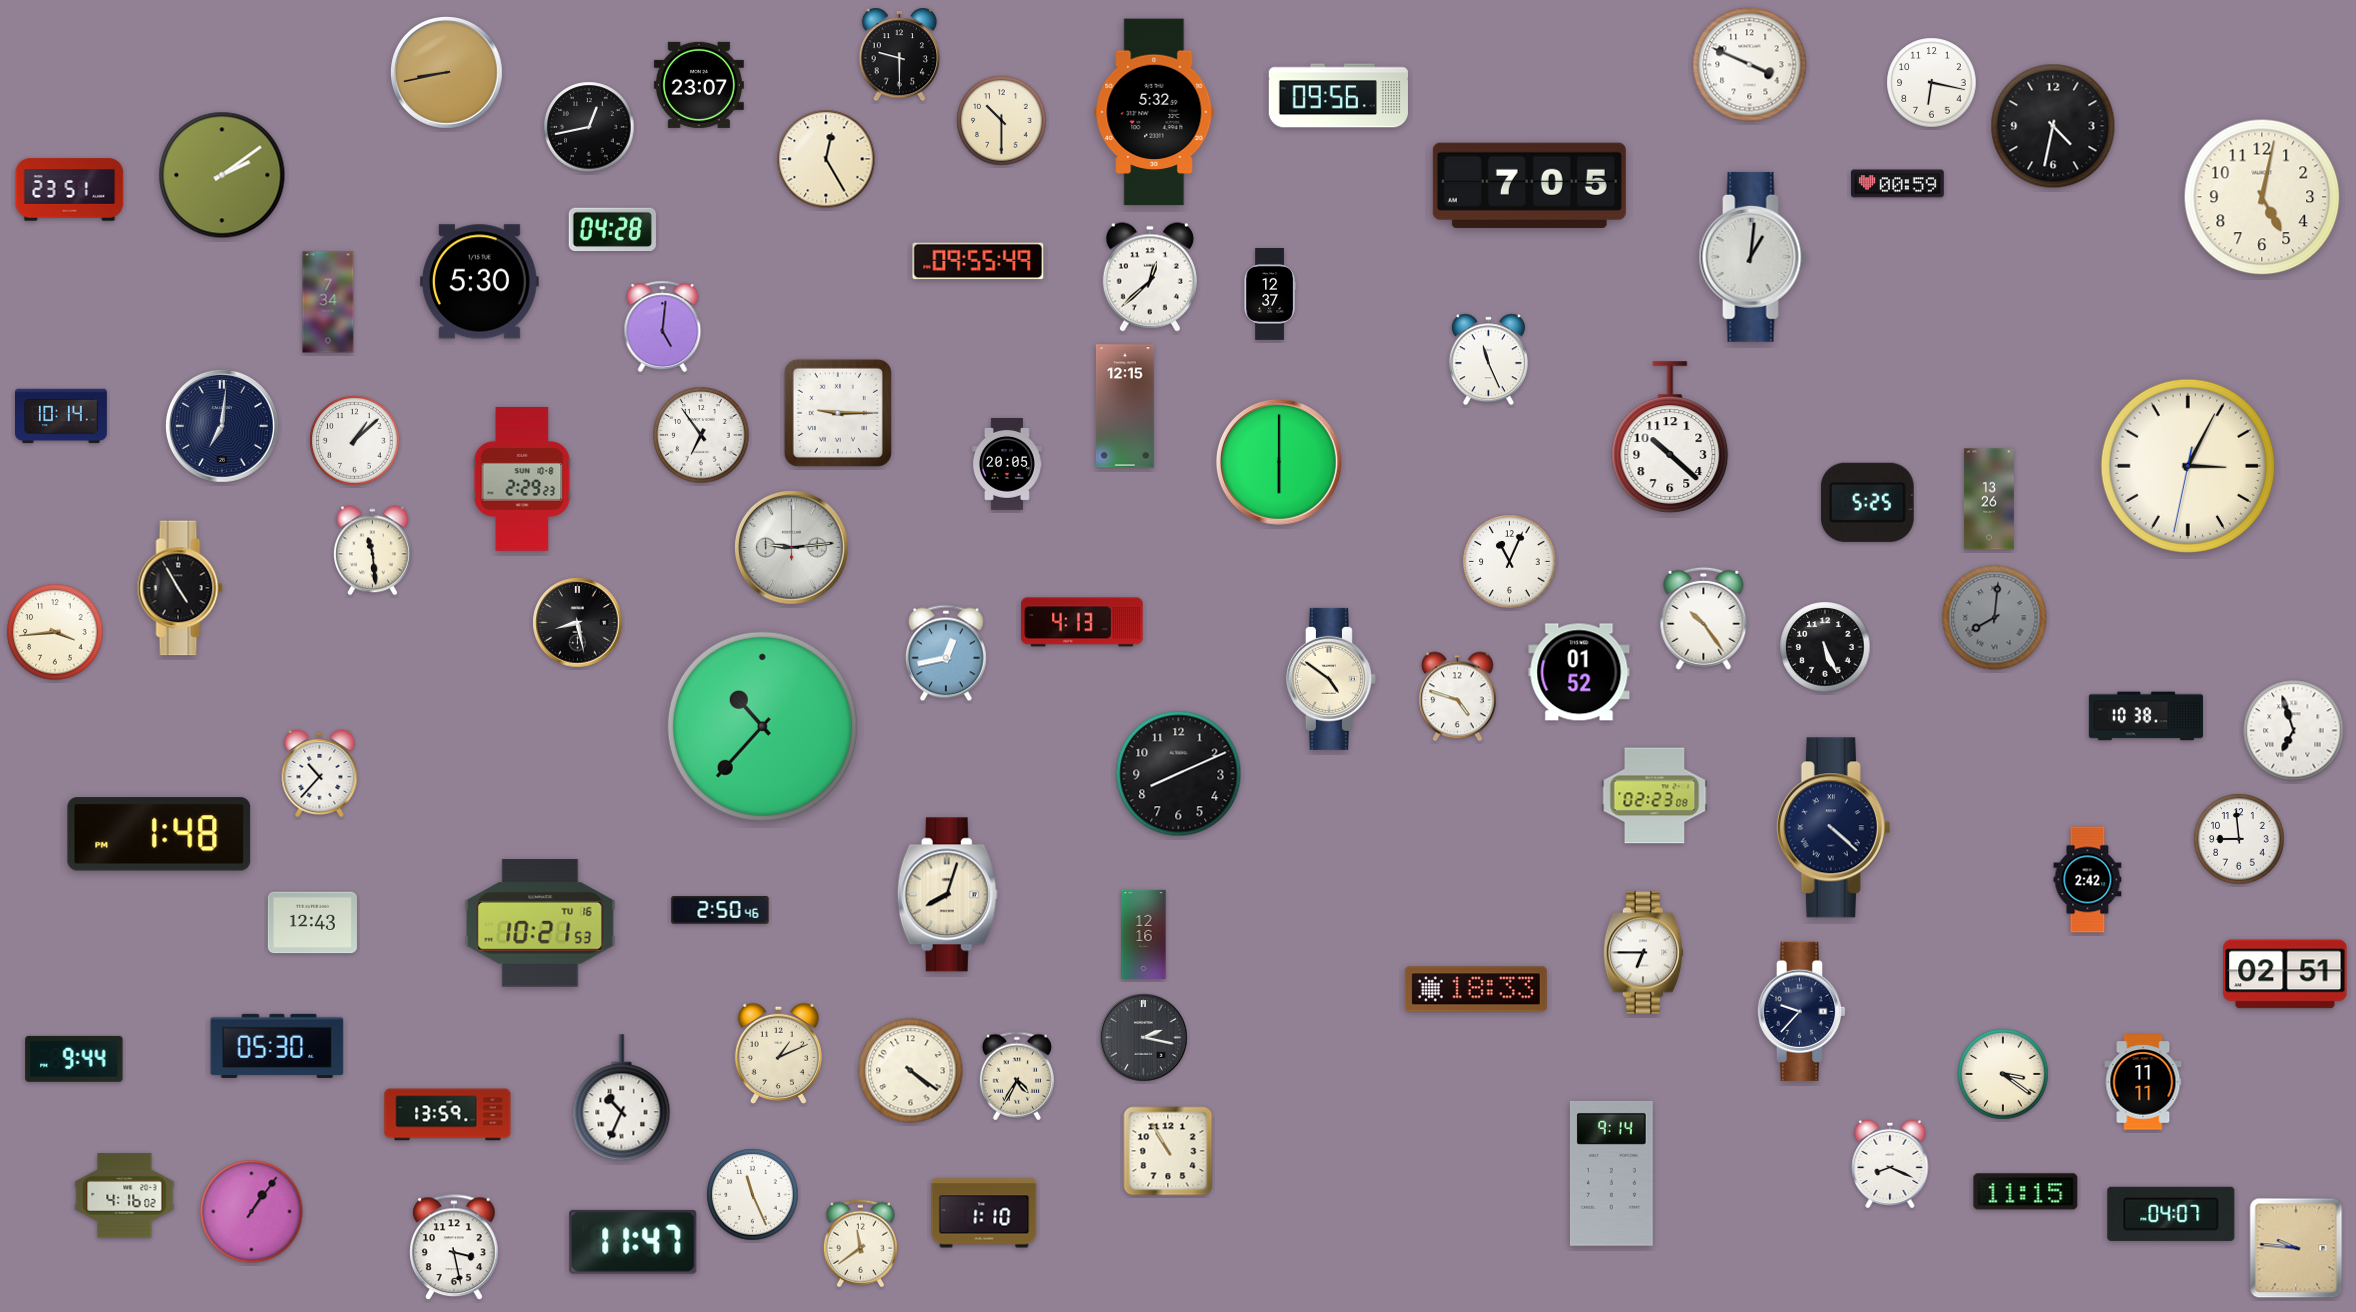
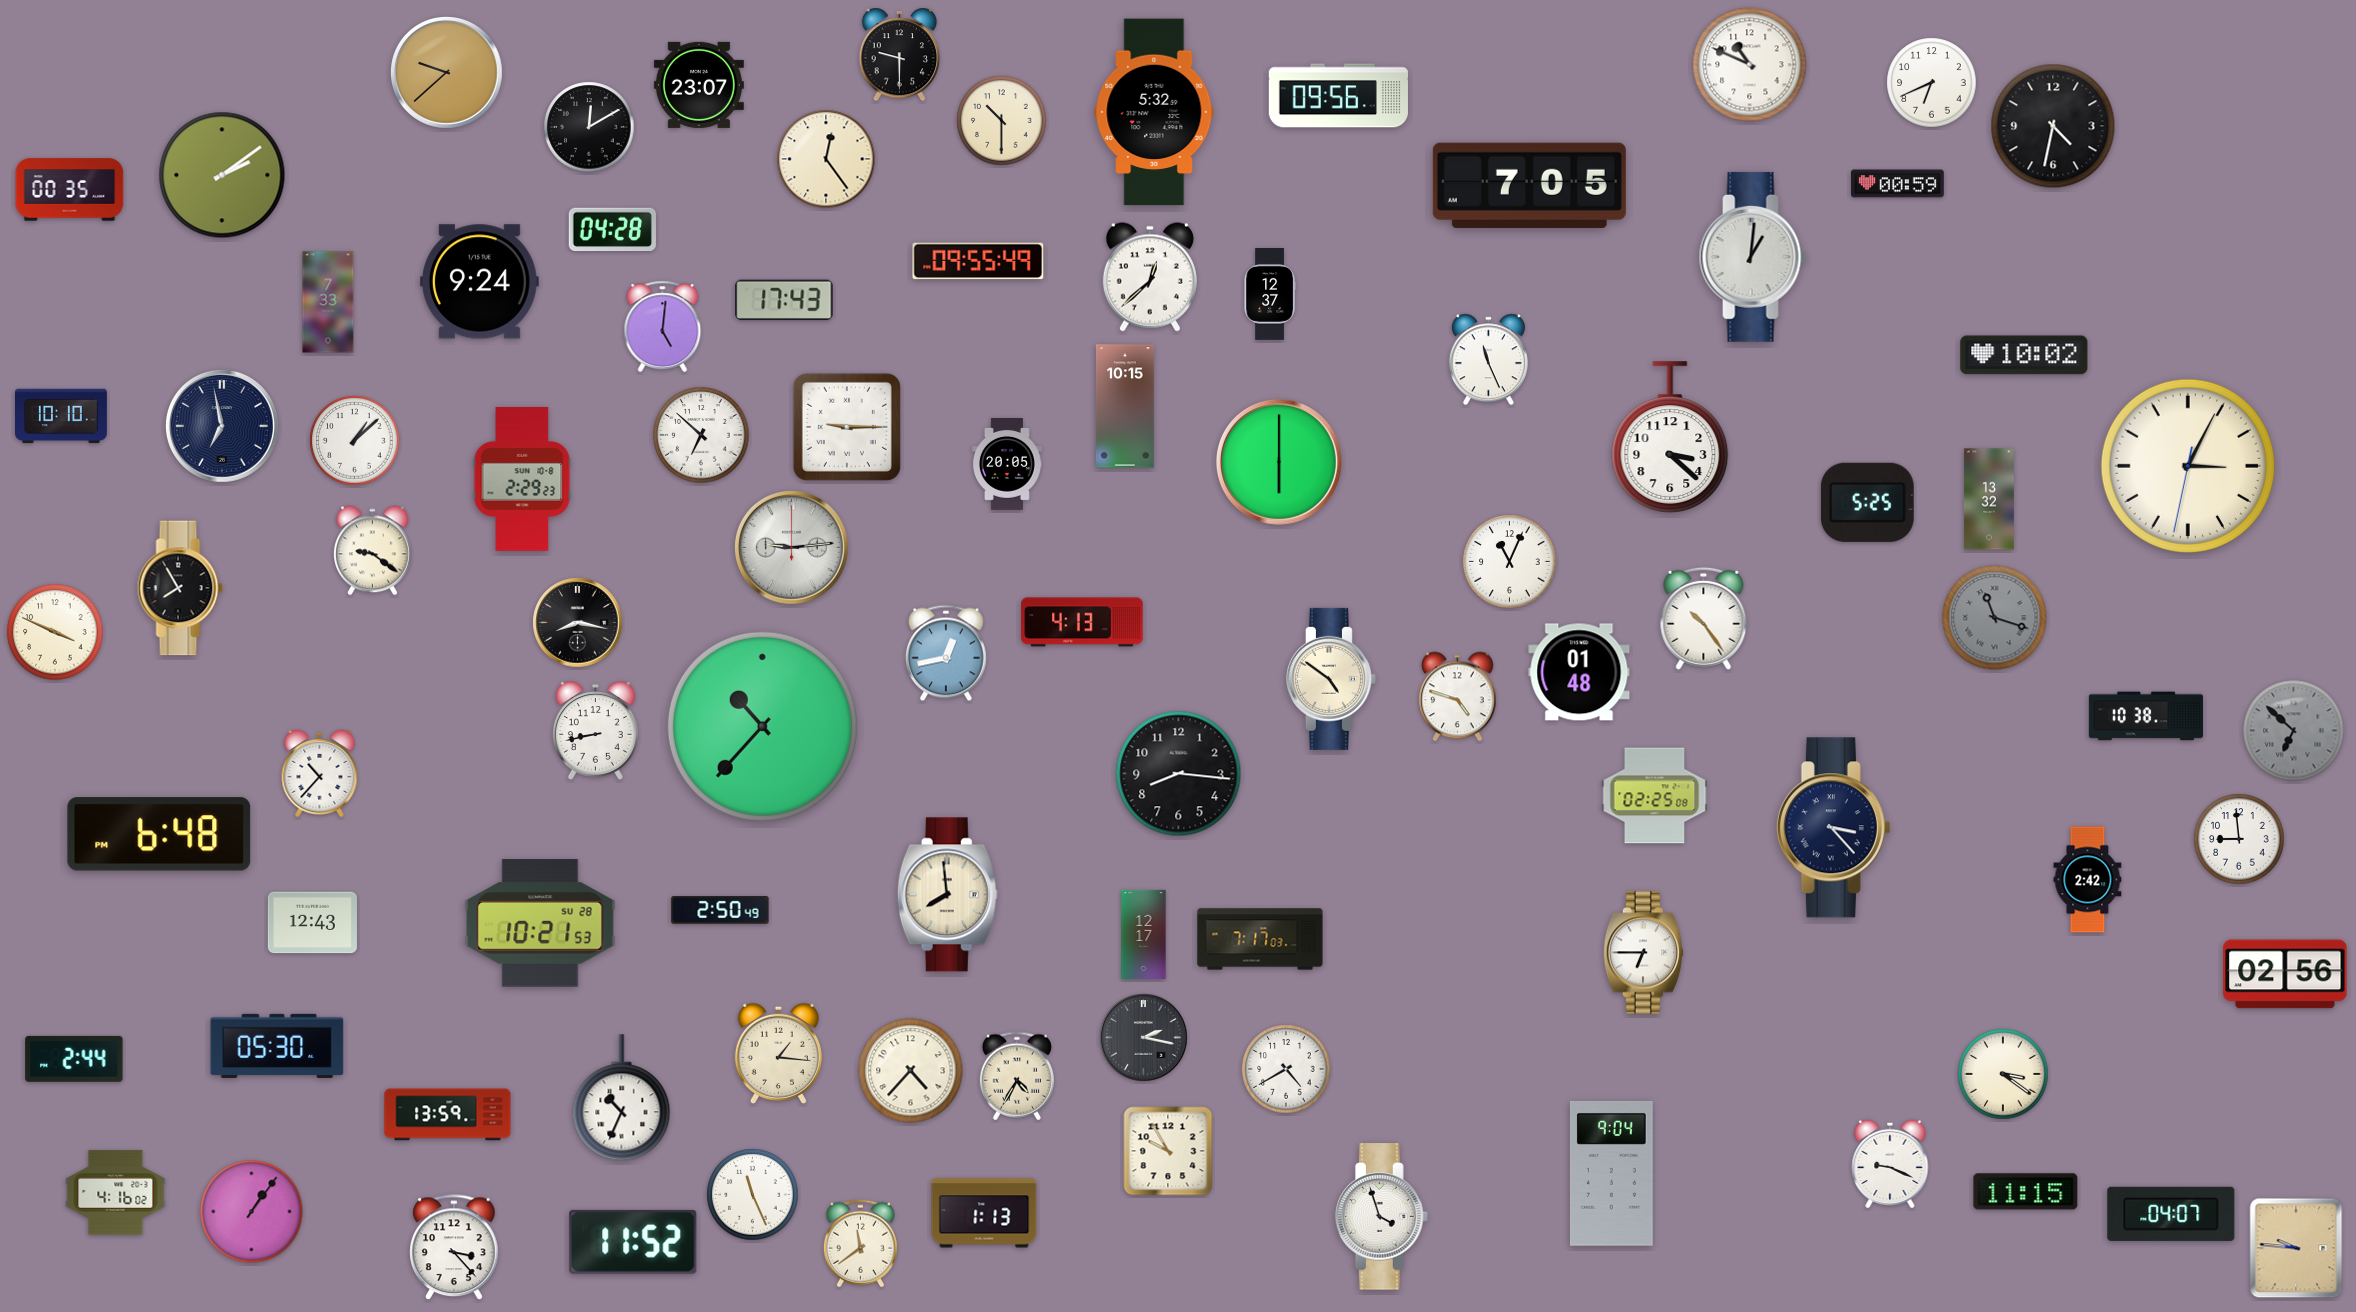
clock at (1750, 65): 3:49 -> 10:49
clock at (447, 73): 8:43 -> 9:38
clock at (1932, 83): 6:17 -> 6:41
clock at (589, 127): 12:43 -> 12:10
clock at (826, 159): 12:25 -> 12:24
clock at (70, 190): 23:51 -> 00:35
clock at (2262, 197): 5:02 -> none
clock at (479, 282): 5:30 -> 9:24
clock at (784, 300): none -> 17:43
clock at (328, 302): 7:34 -> 7:33
clock at (2024, 355): none -> 10:02
clock at (1125, 406): 12:15 -> 10:15
clock at (838, 413) position: (838, 413) -> (847, 427)
clock at (62, 416): 10:14 -> 10:10
clock at (222, 426): 7:01 -> 6:58
clock at (701, 435): 6:54 -> 6:52
clock at (1670, 437): 10:22 -> 3:22
clock at (1989, 499): 13:26 -> 13:32
clock at (373, 551): 11:29 -> 9:21
clock at (180, 588): 4:55 -> 7:55
clock at (1995, 618): 8:01 -> 11:18
clock at (578, 623): 8:28 -> 8:17
clock at (55, 632): 3:44 -> 3:49
clock at (1825, 647): 5:26 -> none
clock at (1579, 672): 01:52 -> 01:48
clock at (595, 731): none -> 8:43
clock at (2294, 731): 6:57 -> 6:52
clock at (2294, 731) dial: white -> grey
clock at (1179, 774): 8:11 -> 8:16
clock at (1655, 796): 02:23 -> 02:25
clock at (1833, 828): 4:22 -> 3:23
clock at (159, 834): 1:48 -> 6:48
clock at (947, 895): 8:03 -> 7:59
clock at (720, 910): 2:50:46 -> 2:50:49
clock at (540, 923) date: TU 16 -> SU 28
clock at (1144, 934): 12:16 -> 12:17
clock at (1260, 939): none -> 7:17
clock at (2285, 974): 02:51 -> 02:56
clock at (1476, 989): 18:33 -> none
clock at (1802, 1011): 9:37 -> none
clock at (778, 1053): 1:11 -> 1:16
clock at (74, 1059): 9:44 -> 2:44
clock at (1286, 1069): none -> 4:40
clock at (911, 1071): 4:21 -> 4:37
clock at (2143, 1082): 11:11 -> none
clock at (1168, 1151): 10:55 -> 9:55
clock at (1890, 1164): 8:19 -> 9:19
clock at (1611, 1173): 9:14 -> 9:04
clock at (125, 1196) position: (125, 1196) -> (116, 1193)
clock at (984, 1213): 1:10 -> 1:13
clock at (1381, 1217): none -> 3:57
clock at (633, 1242): 11:47 -> 11:52
clock at (454, 1248): 3:28 -> 3:23
